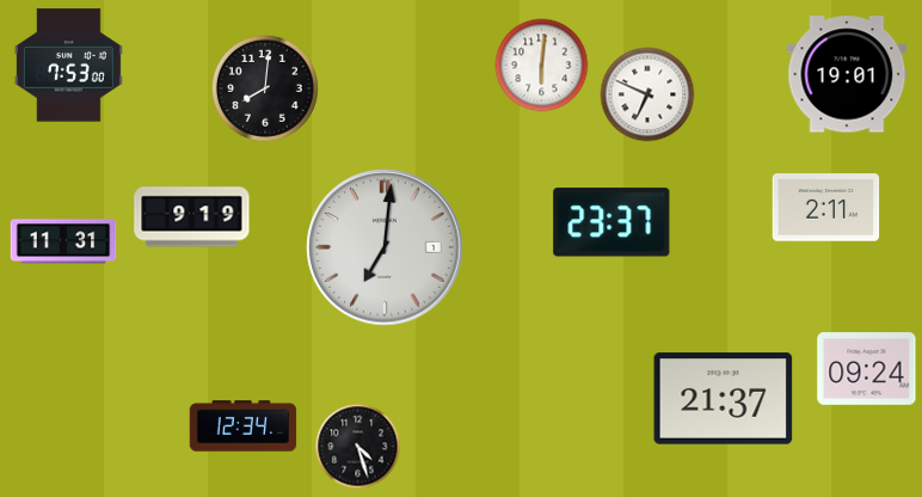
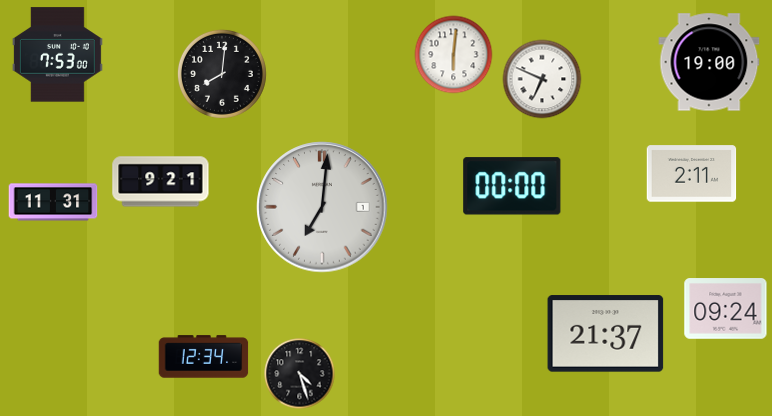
clock at (847, 74): 19:01 -> 19:00
clock at (192, 217): 9:19 -> 9:21
clock at (611, 222): 23:37 -> 00:00
